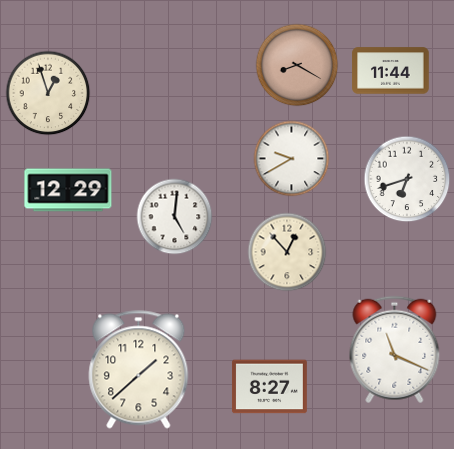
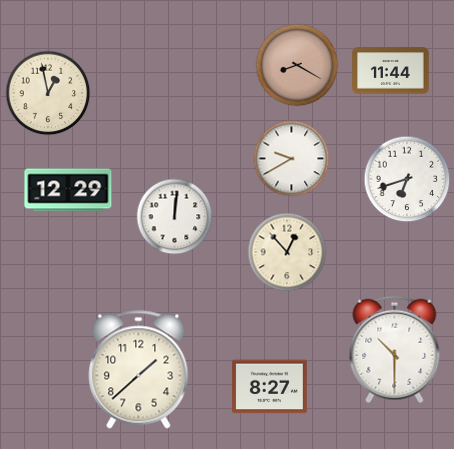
clock at (48, 93): 12:57 -> 12:58
clock at (175, 217): 5:01 -> 12:01
clock at (395, 350): 11:19 -> 10:30
